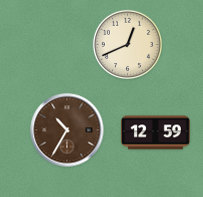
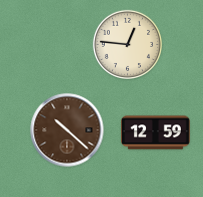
clock at (127, 44): 12:41 -> 12:46
clock at (67, 130): 10:35 -> 10:22
